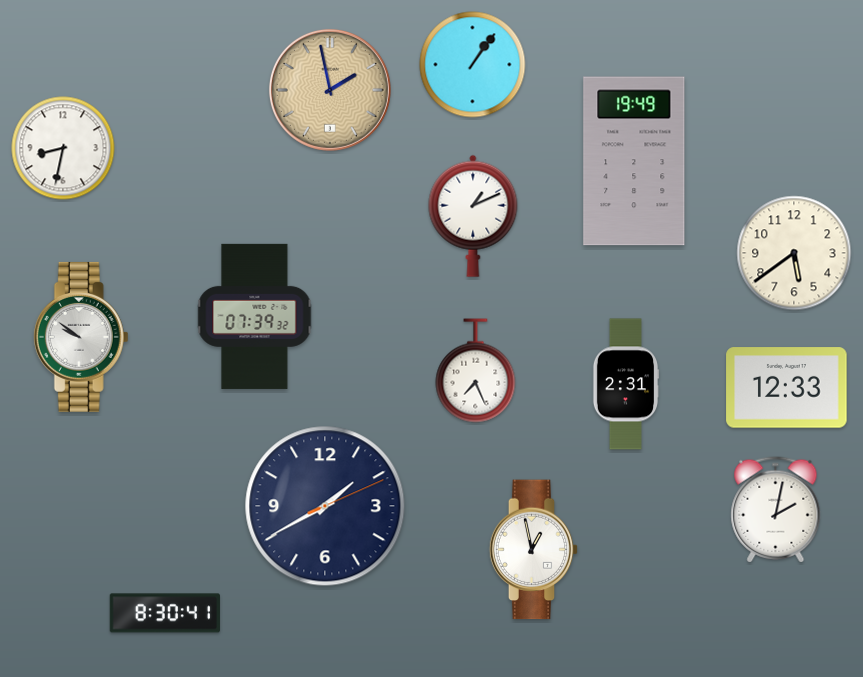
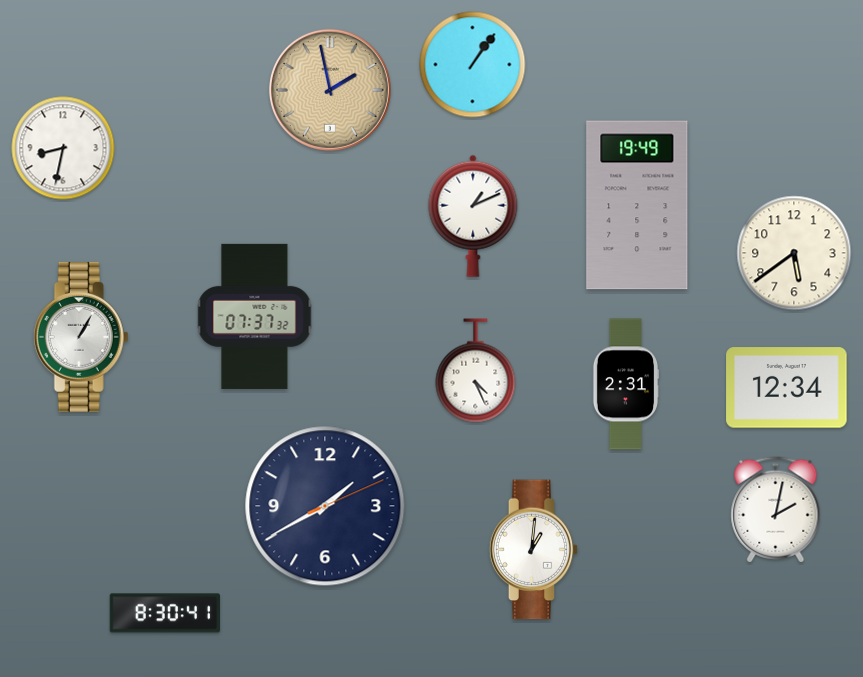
clock at (634, 161) position: (634, 161) -> (637, 205)
clock at (255, 316): 07:39 -> 07:37
clock at (81, 337): 9:51 -> 1:05
clock at (476, 371): 7:26 -> 4:26
clock at (787, 388): 12:33 -> 12:34
clock at (534, 550): 12:58 -> 1:01
